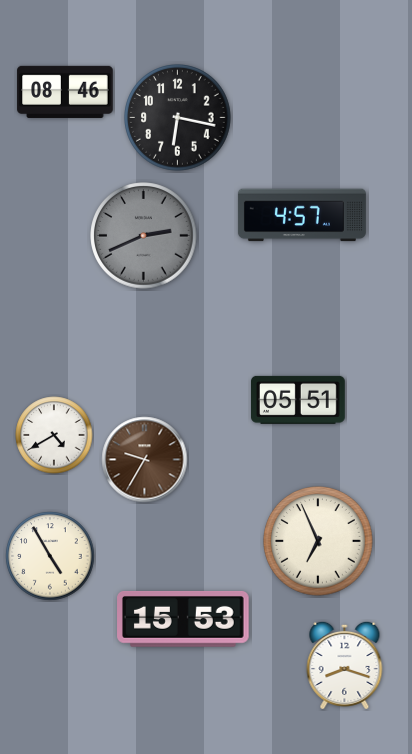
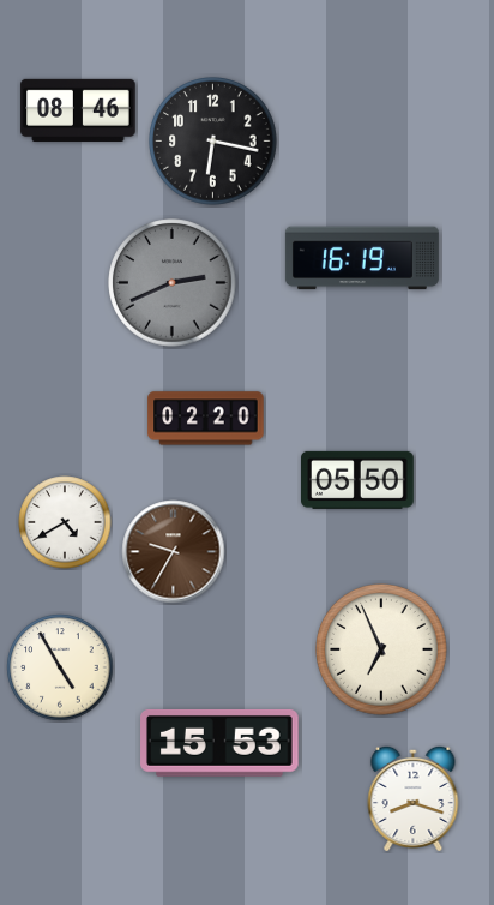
clock at (302, 215): 4:57 -> 16:19
clock at (206, 419): none -> 02:20
clock at (299, 400): 05:51 -> 05:50
